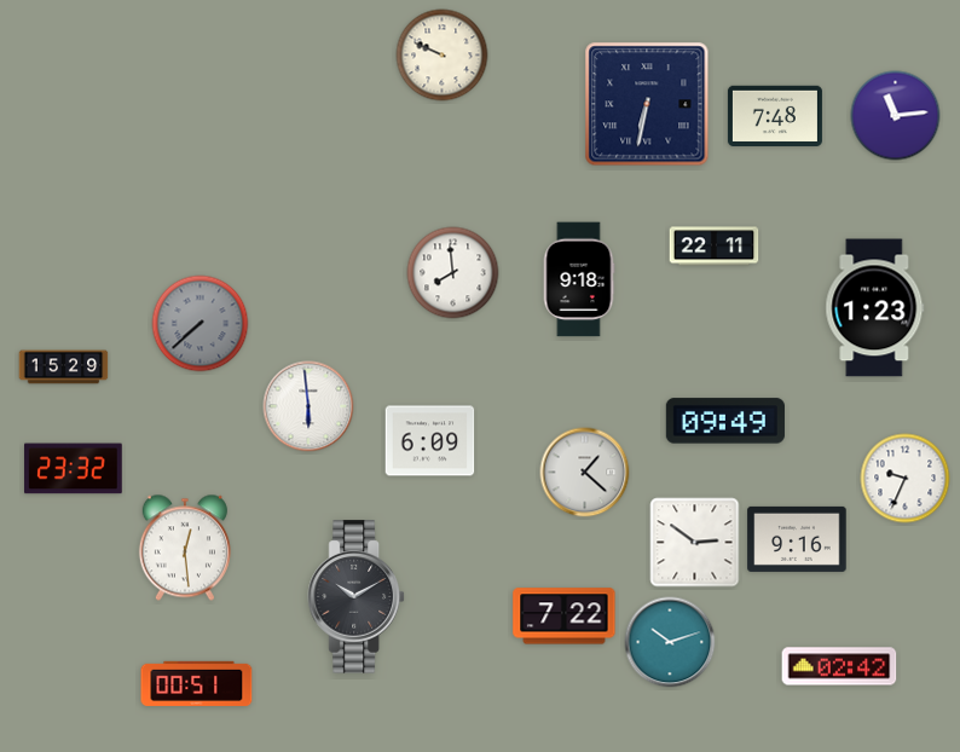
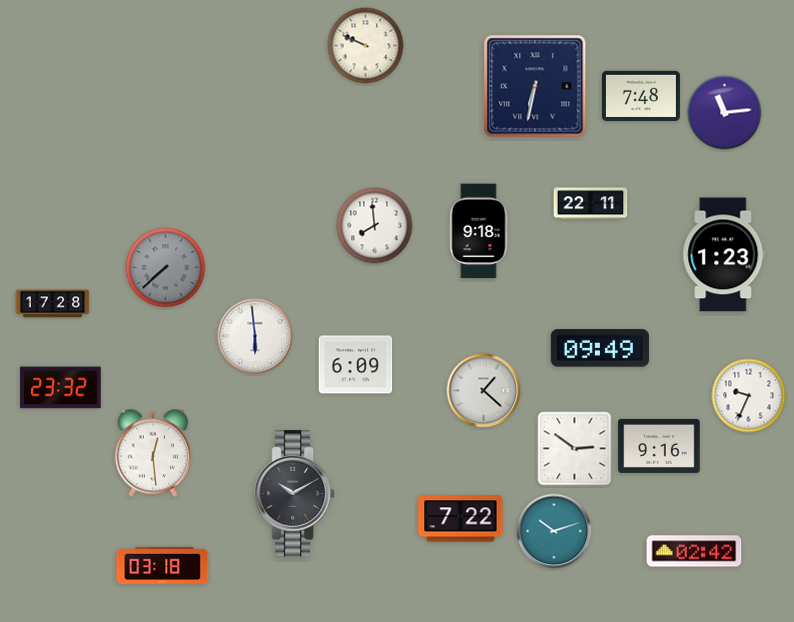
clock at (896, 116) position: (896, 116) -> (725, 113)
clock at (64, 368): 15:29 -> 17:28
clock at (565, 617) position: (565, 617) -> (461, 519)
clock at (197, 683): 00:51 -> 03:18
